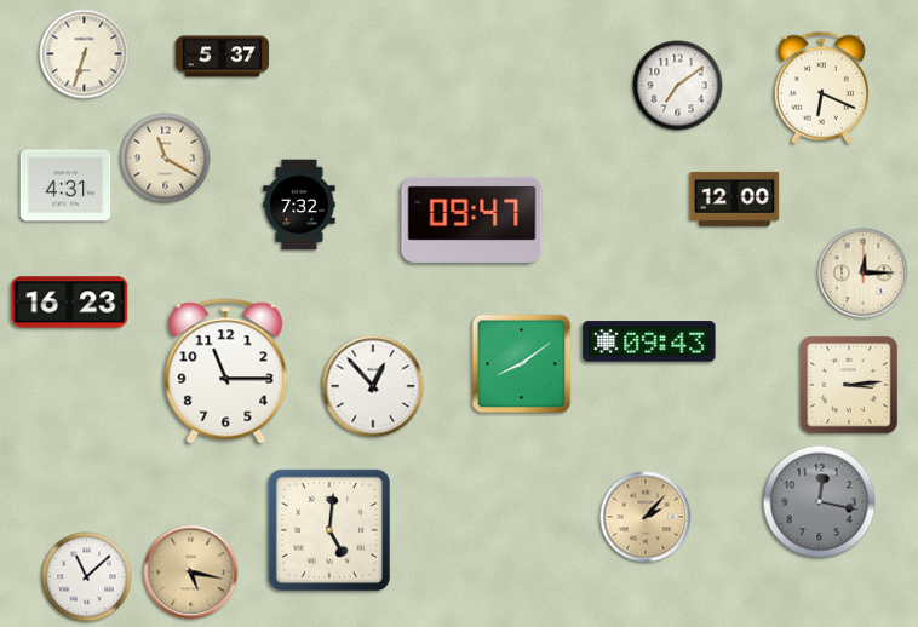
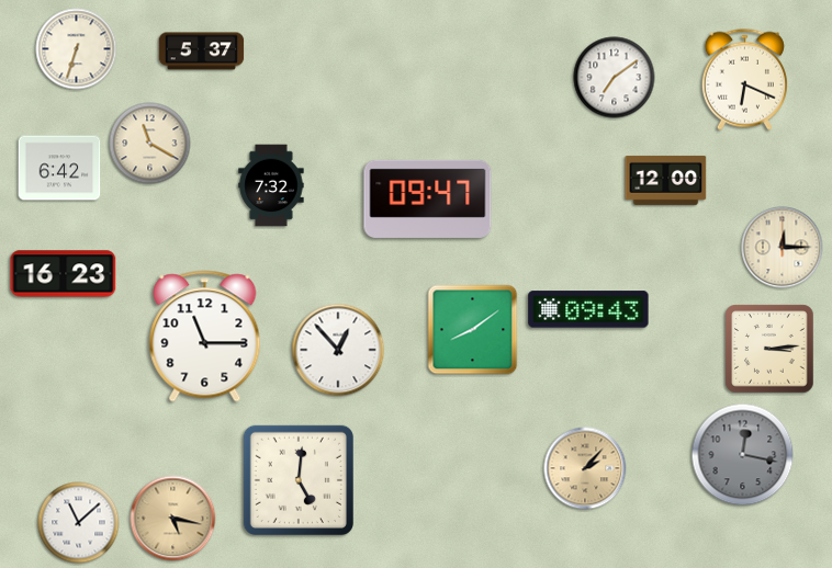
clock at (65, 185): 4:31 -> 6:42
